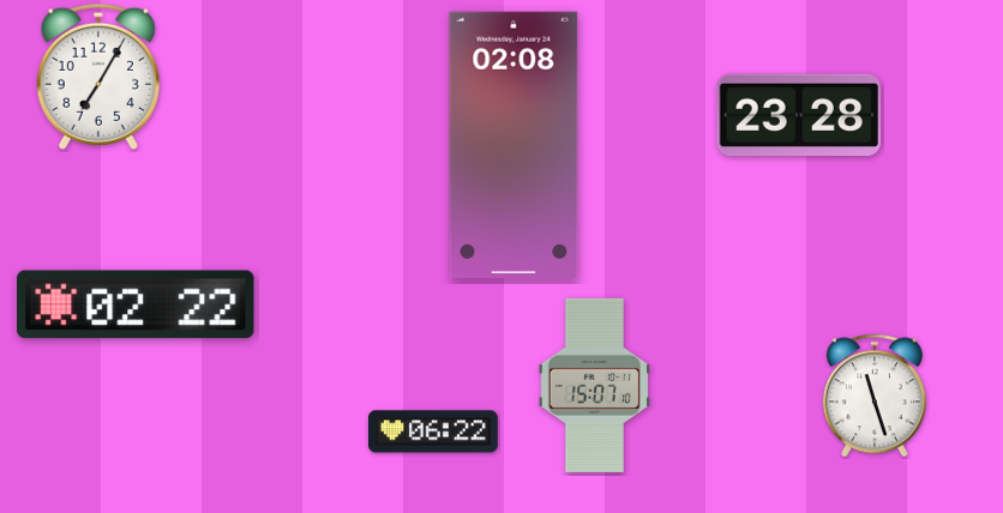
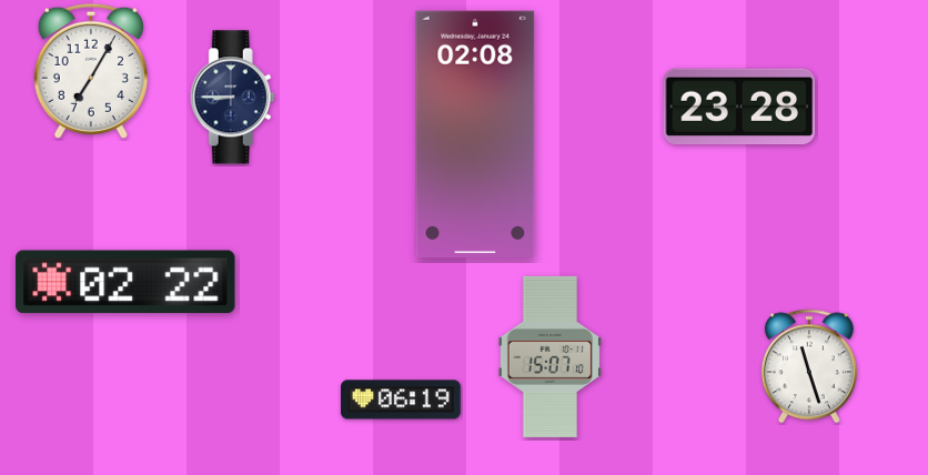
clock at (232, 98): none -> 8:45
clock at (434, 431): 06:22 -> 06:19
